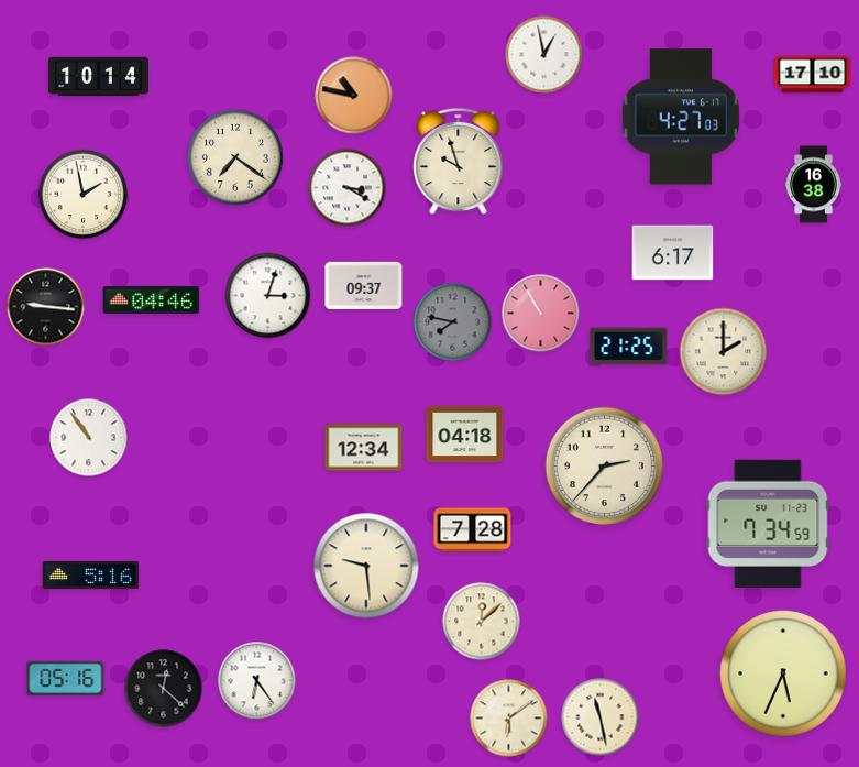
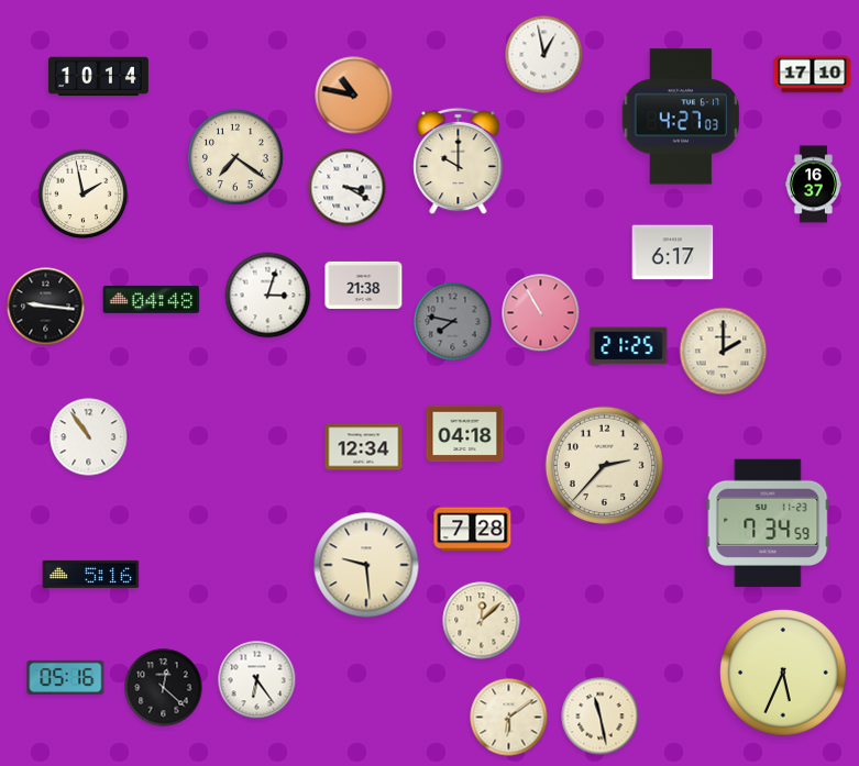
clock at (459, 162): 9:57 -> 10:00
clock at (813, 185): 16:38 -> 16:37
clock at (364, 285): 09:37 -> 21:38
clock at (152, 299): 04:46 -> 04:48
